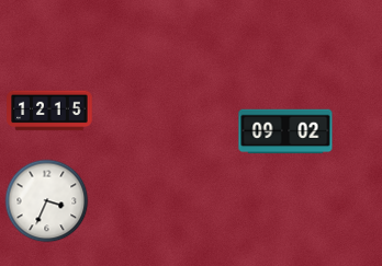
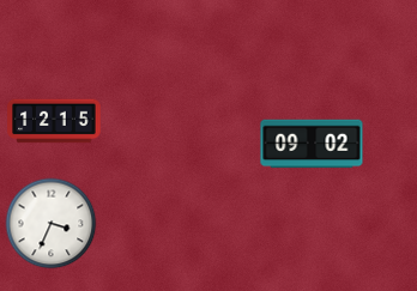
clock at (47, 201) position: (47, 201) -> (52, 224)
